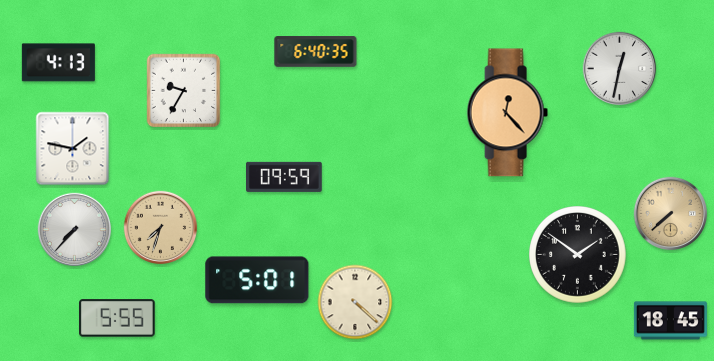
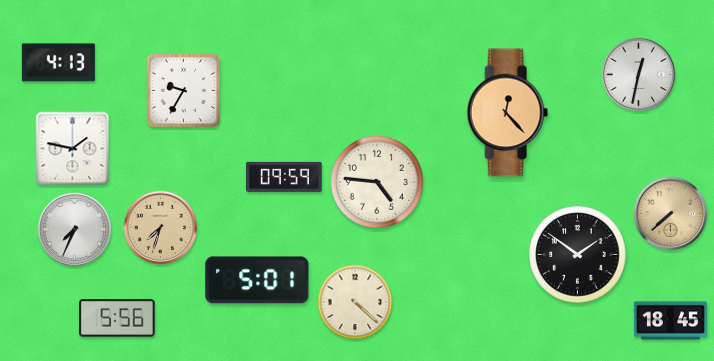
clock at (316, 52): 6:40 -> none
clock at (620, 69) position: (620, 69) -> (639, 75)
clock at (377, 182): none -> 4:46
clock at (75, 230): 7:37 -> 7:34
clock at (118, 318): 5:55 -> 5:56
